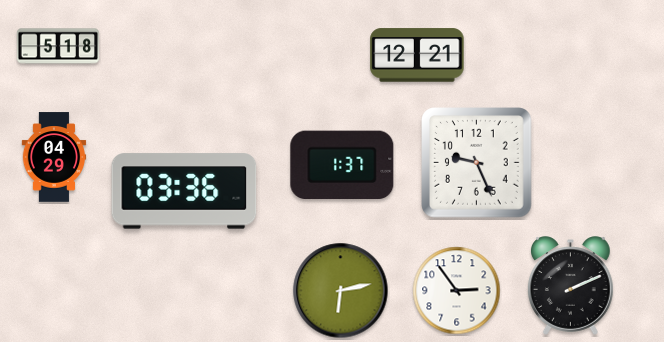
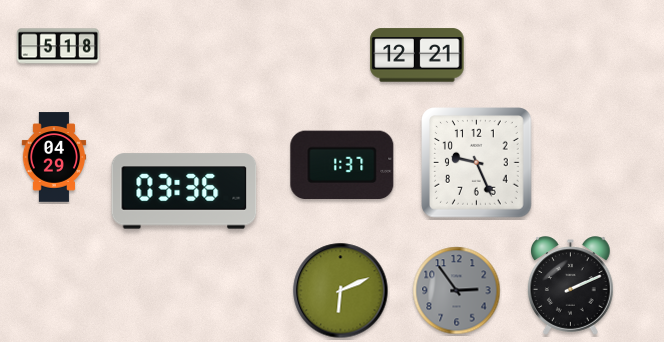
clock at (341, 291): 6:13 -> 6:11
clock at (457, 291) dial: white -> grey
